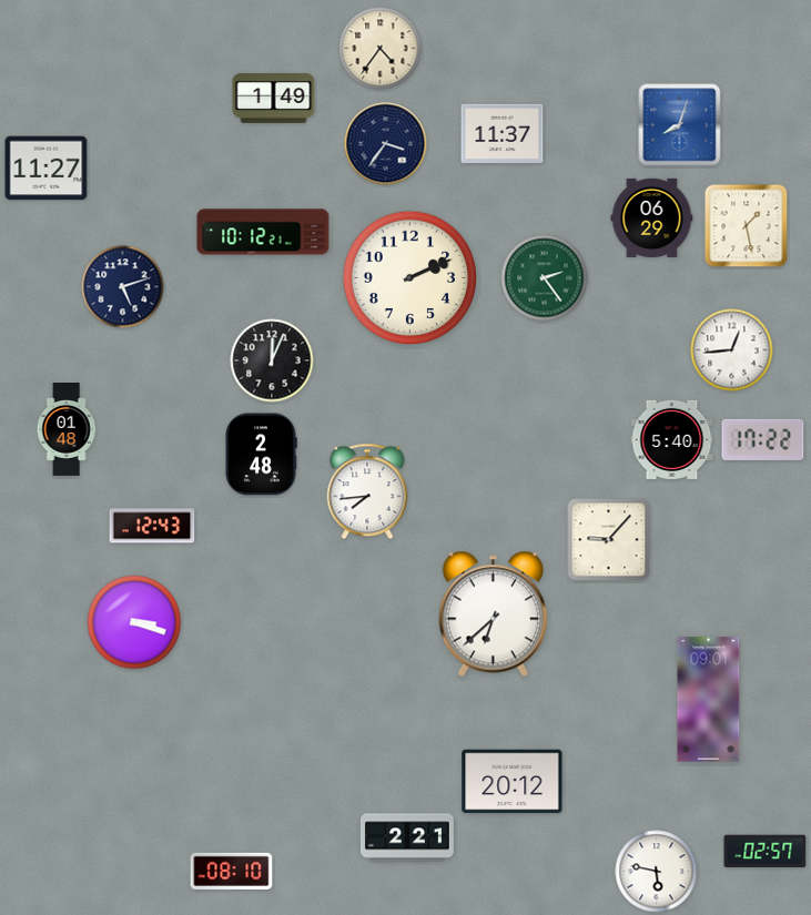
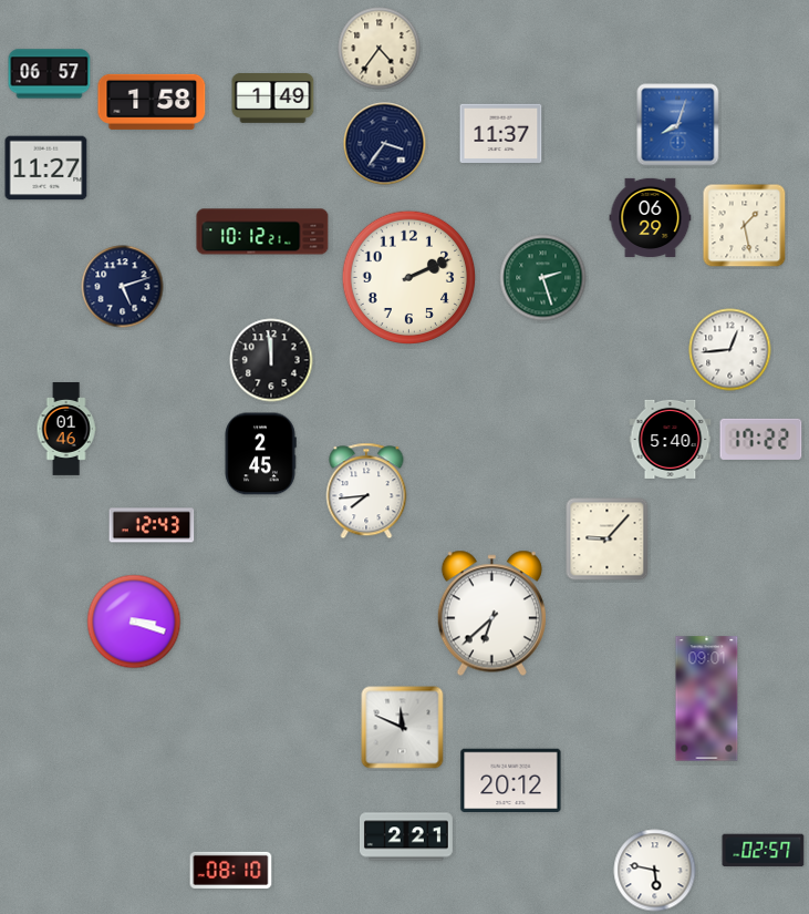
clock at (50, 74): none -> 06:57
clock at (152, 102): none -> 1:58
clock at (545, 278): 2:24 -> 2:27
clock at (272, 360): 12:04 -> 11:59
clock at (67, 430): 01:48 -> 01:46
clock at (261, 455): 2:48 -> 2:45
clock at (403, 728): none -> 11:49
